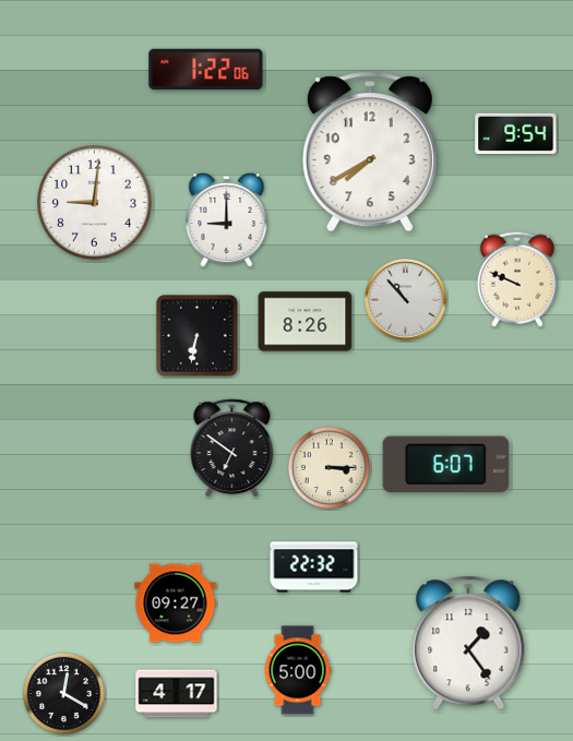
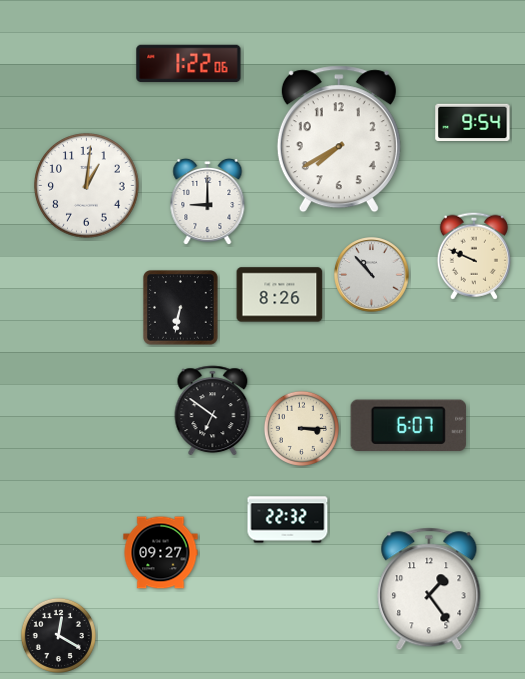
clock at (95, 203): 9:01 -> 1:01
clock at (298, 670): 5:00 -> none
clock at (177, 694): 4:17 -> none
